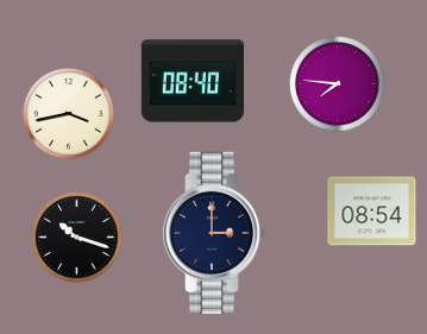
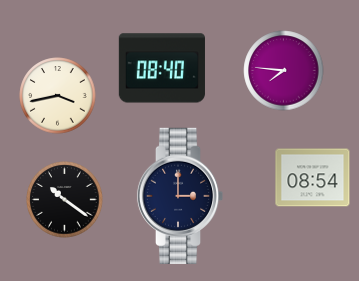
clock at (77, 238): 10:18 -> 10:21
